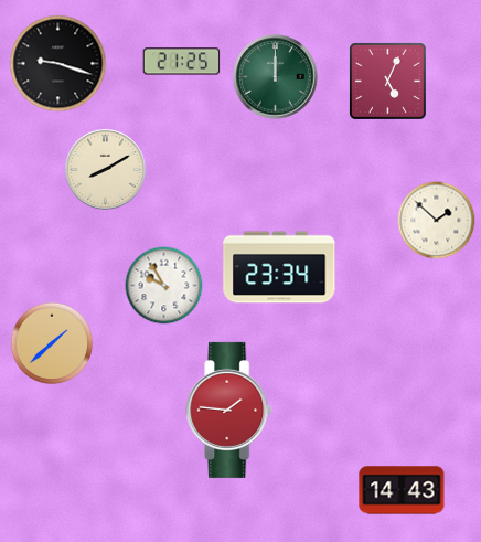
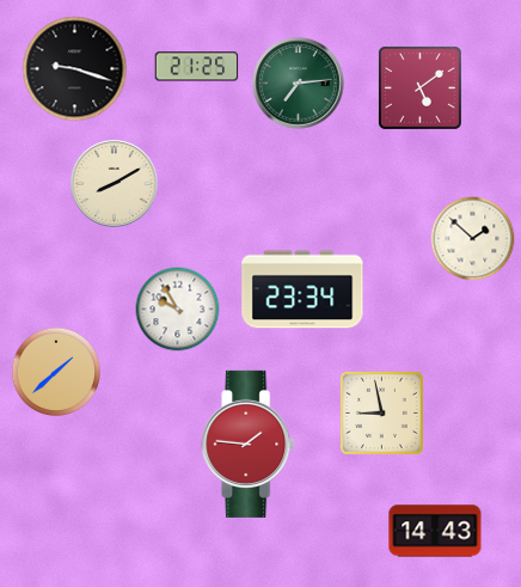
clock at (58, 64) position: (58, 64) -> (75, 69)
clock at (276, 77): 12:00 -> 7:14
clock at (387, 81): 5:04 -> 5:09
clock at (381, 412): none -> 8:58
